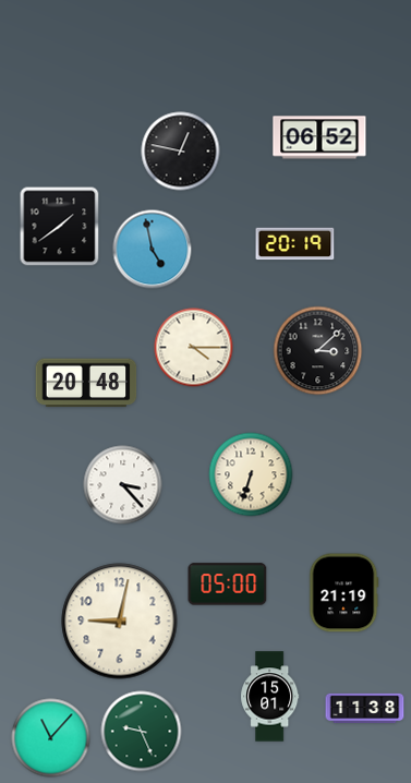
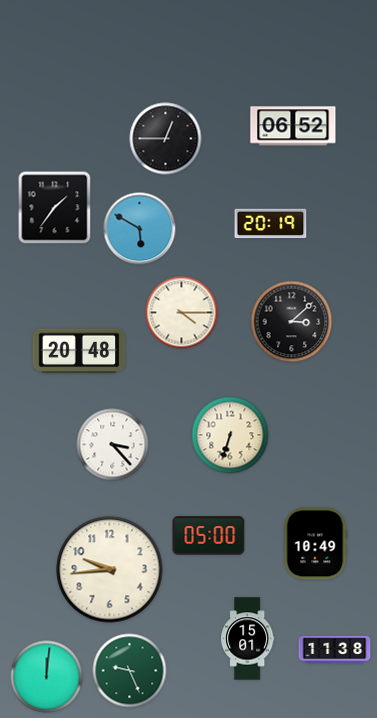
clock at (181, 152): 12:47 -> 12:45
clock at (60, 227): 1:39 -> 1:36
clock at (153, 250): 4:58 -> 5:50
clock at (194, 348) position: (194, 348) -> (182, 313)
clock at (344, 593): 21:19 -> 10:49
clock at (120, 622): 9:02 -> 9:44
clock at (51, 738): 11:07 -> 12:01
